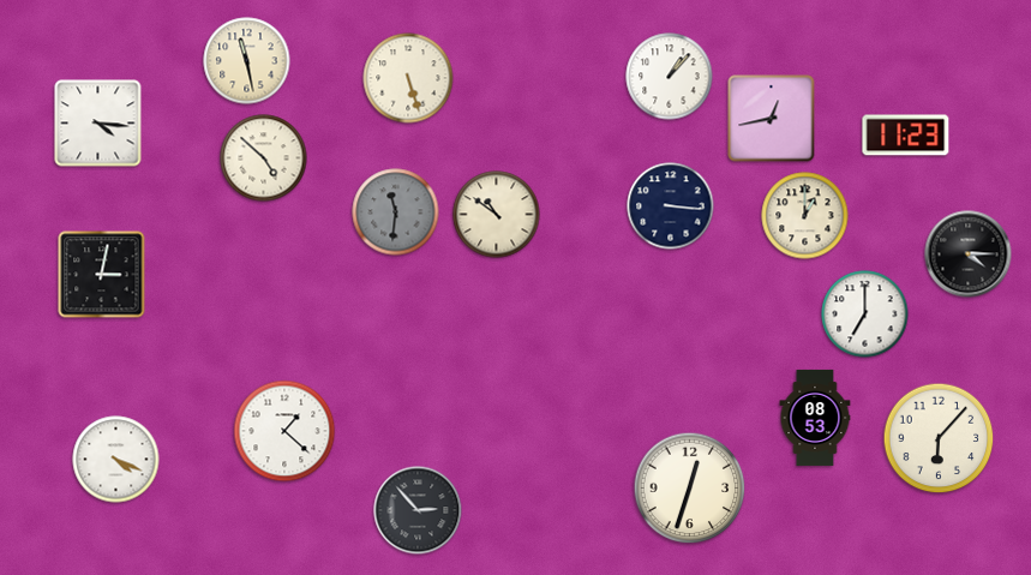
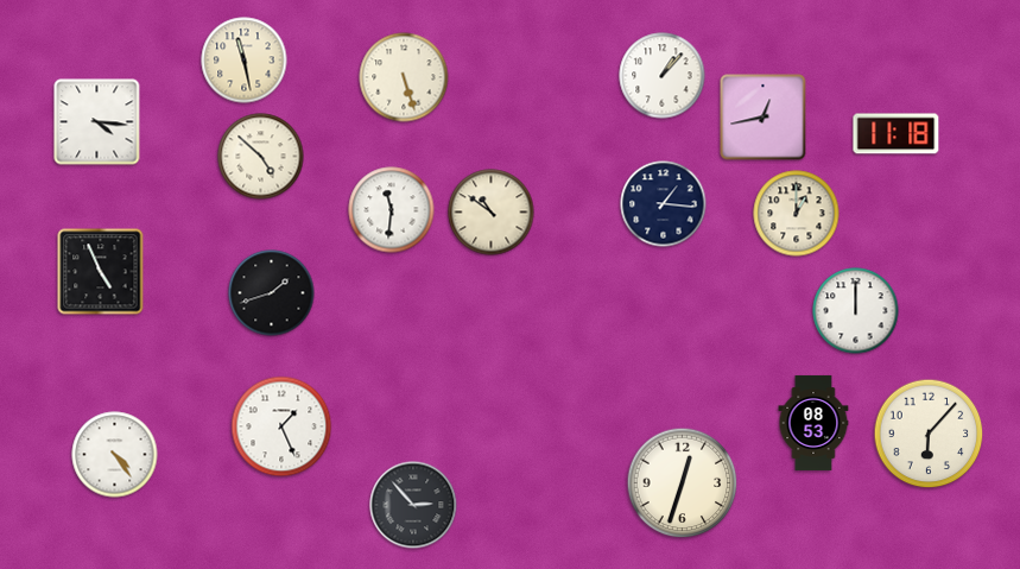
clock at (906, 136): 11:23 -> 11:18
clock at (671, 206): 3:16 -> 1:16
clock at (396, 212) dial: grey -> white
clock at (969, 254): 4:15 -> none
clock at (102, 275): 3:02 -> 4:56
clock at (272, 293): none -> 1:42
clock at (865, 315): 7:00 -> 12:00
clock at (815, 418) position: (815, 418) -> (813, 423)
clock at (284, 431): 1:22 -> 1:26
clock at (116, 460): 4:19 -> 4:24
